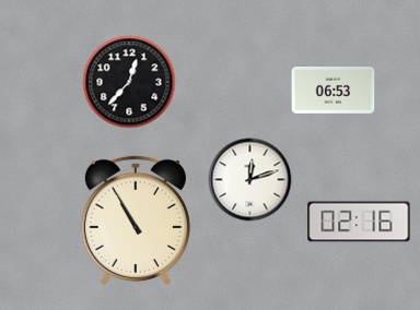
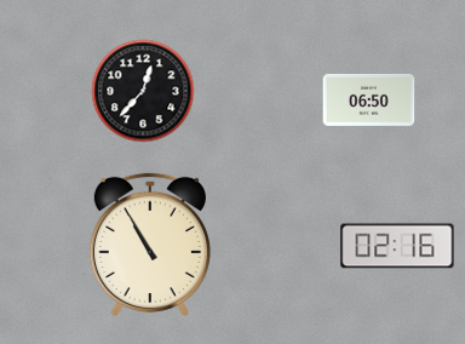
clock at (334, 91): 06:53 -> 06:50
clock at (250, 180): 12:12 -> none
